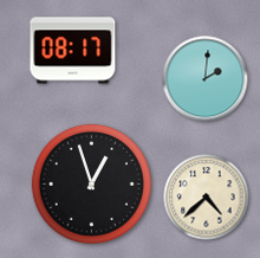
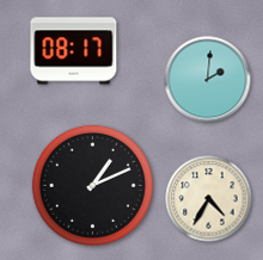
clock at (91, 183): 12:57 -> 1:11
clock at (207, 198): 4:38 -> 4:35
